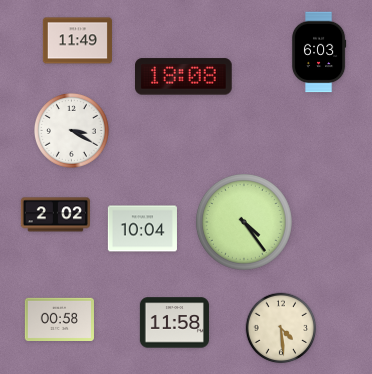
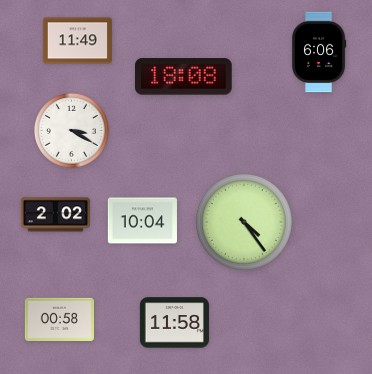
clock at (319, 52): 6:03 -> 6:06
clock at (142, 229) position: (142, 229) -> (142, 221)
clock at (281, 328): 4:29 -> none
